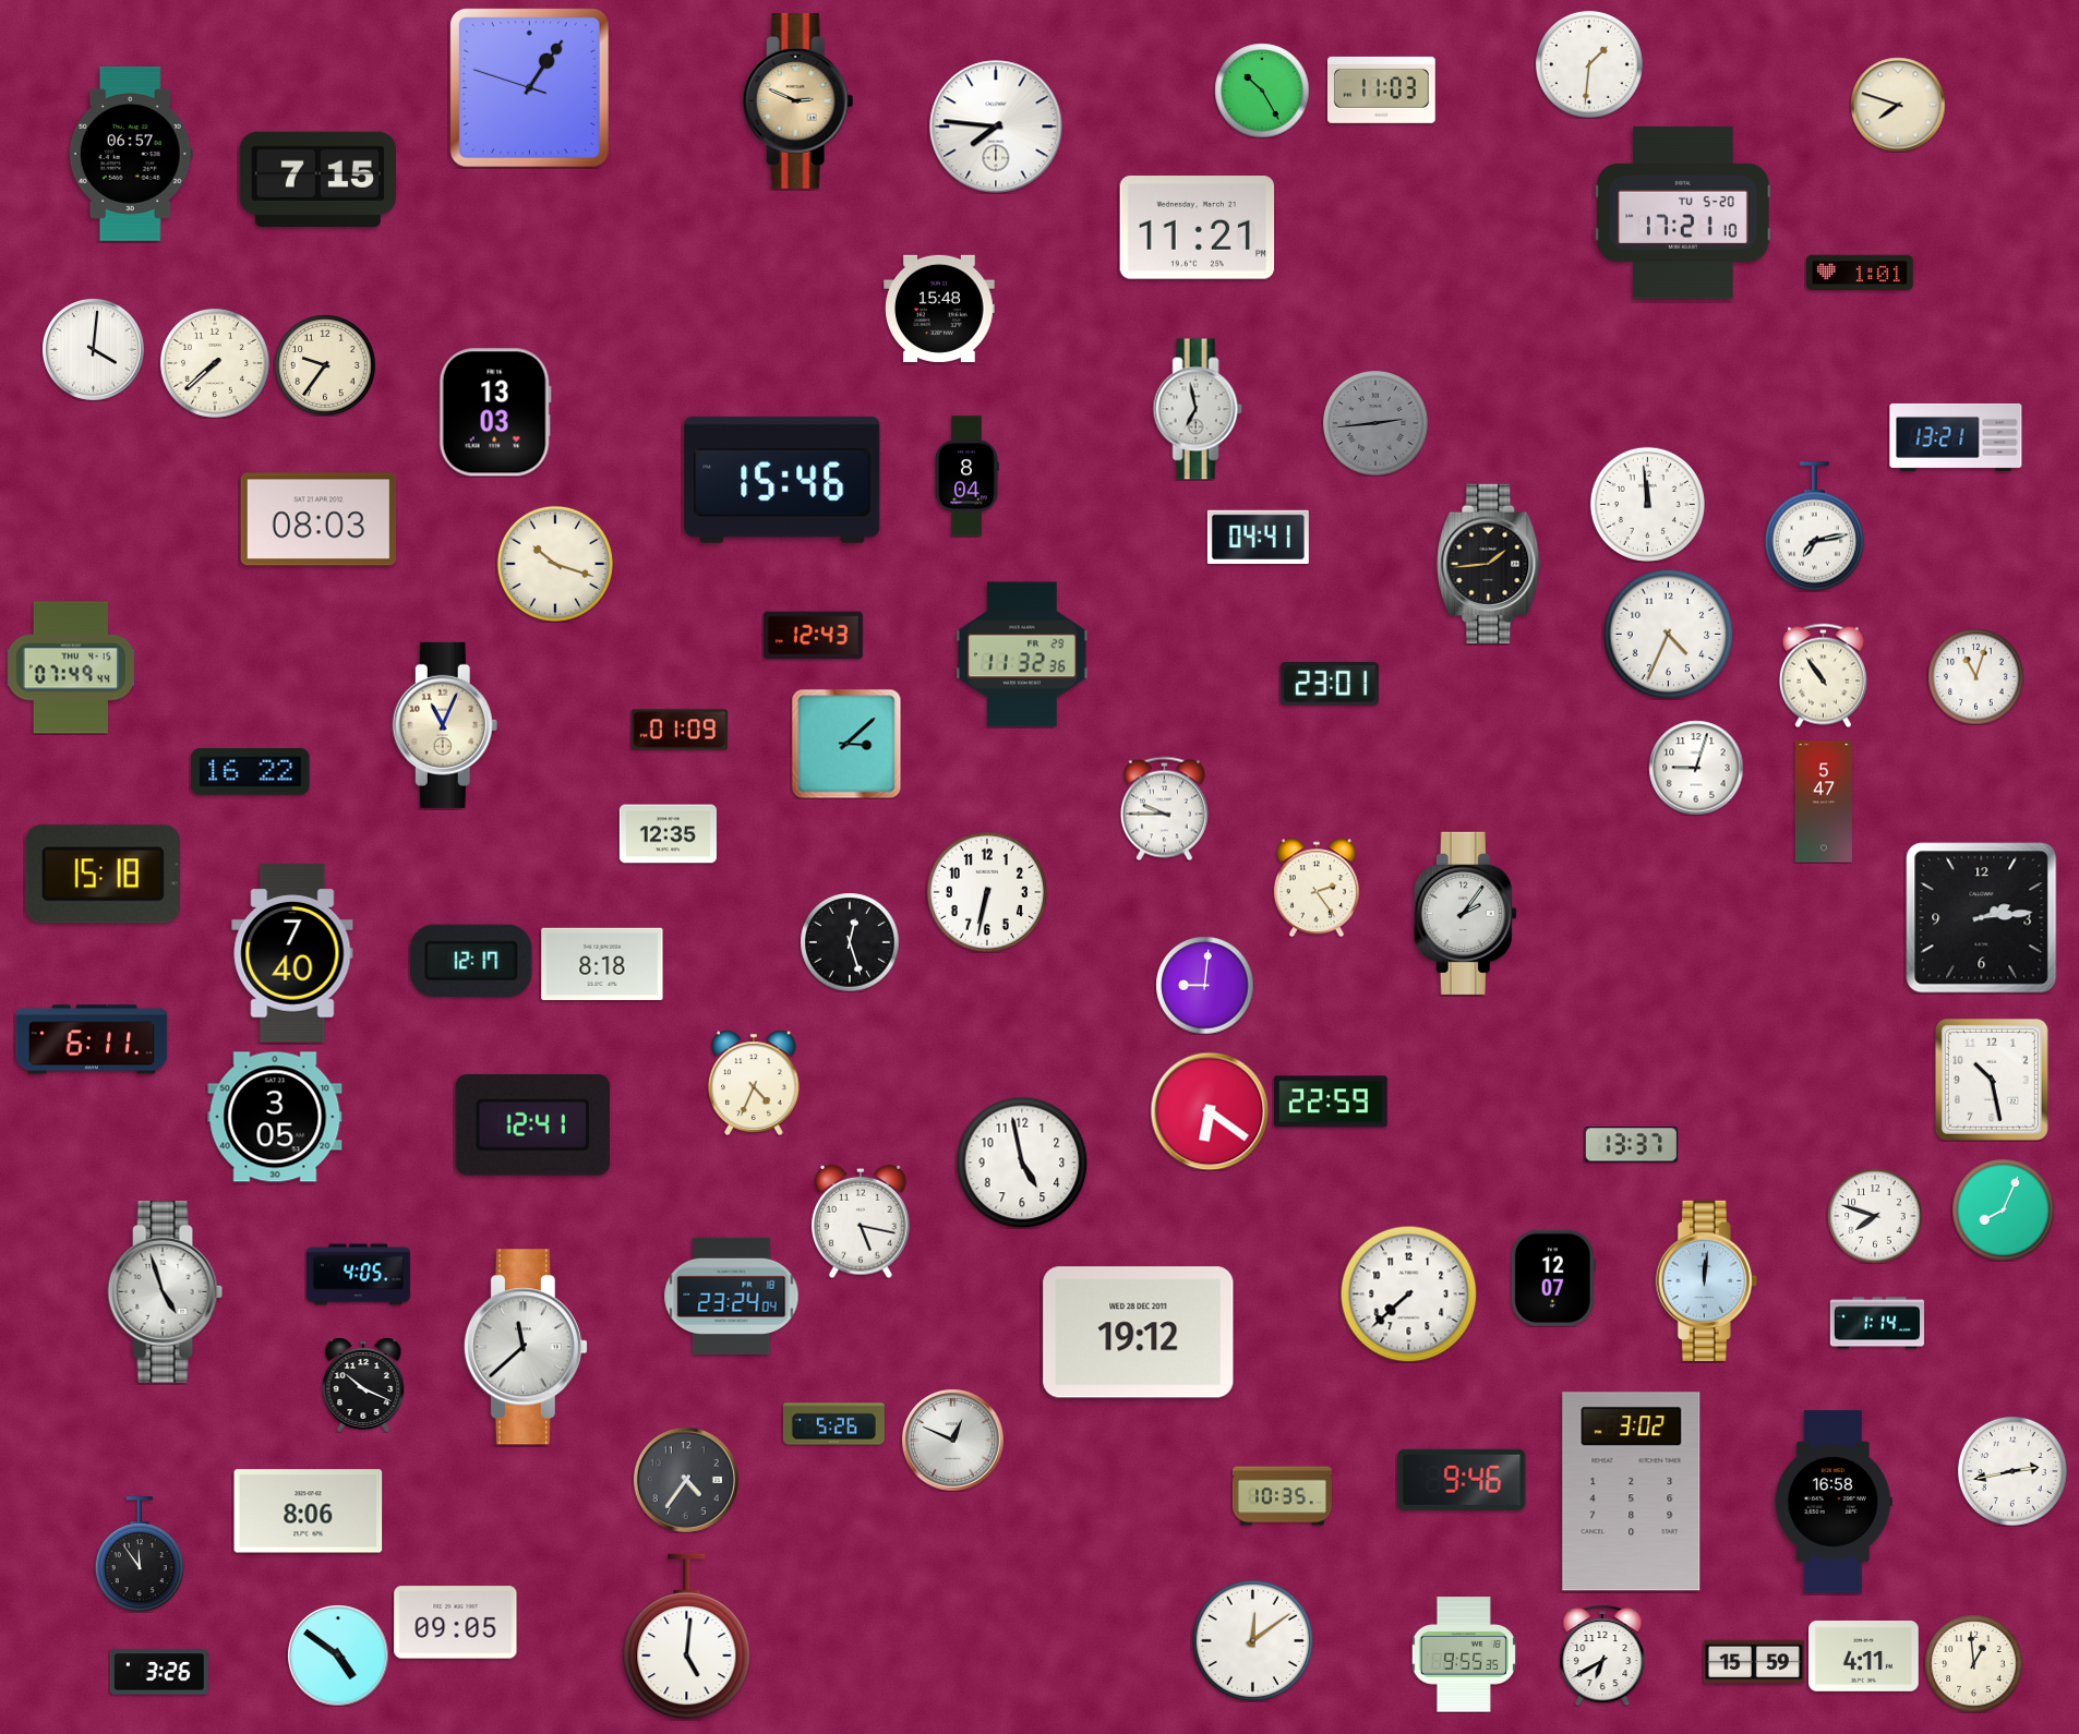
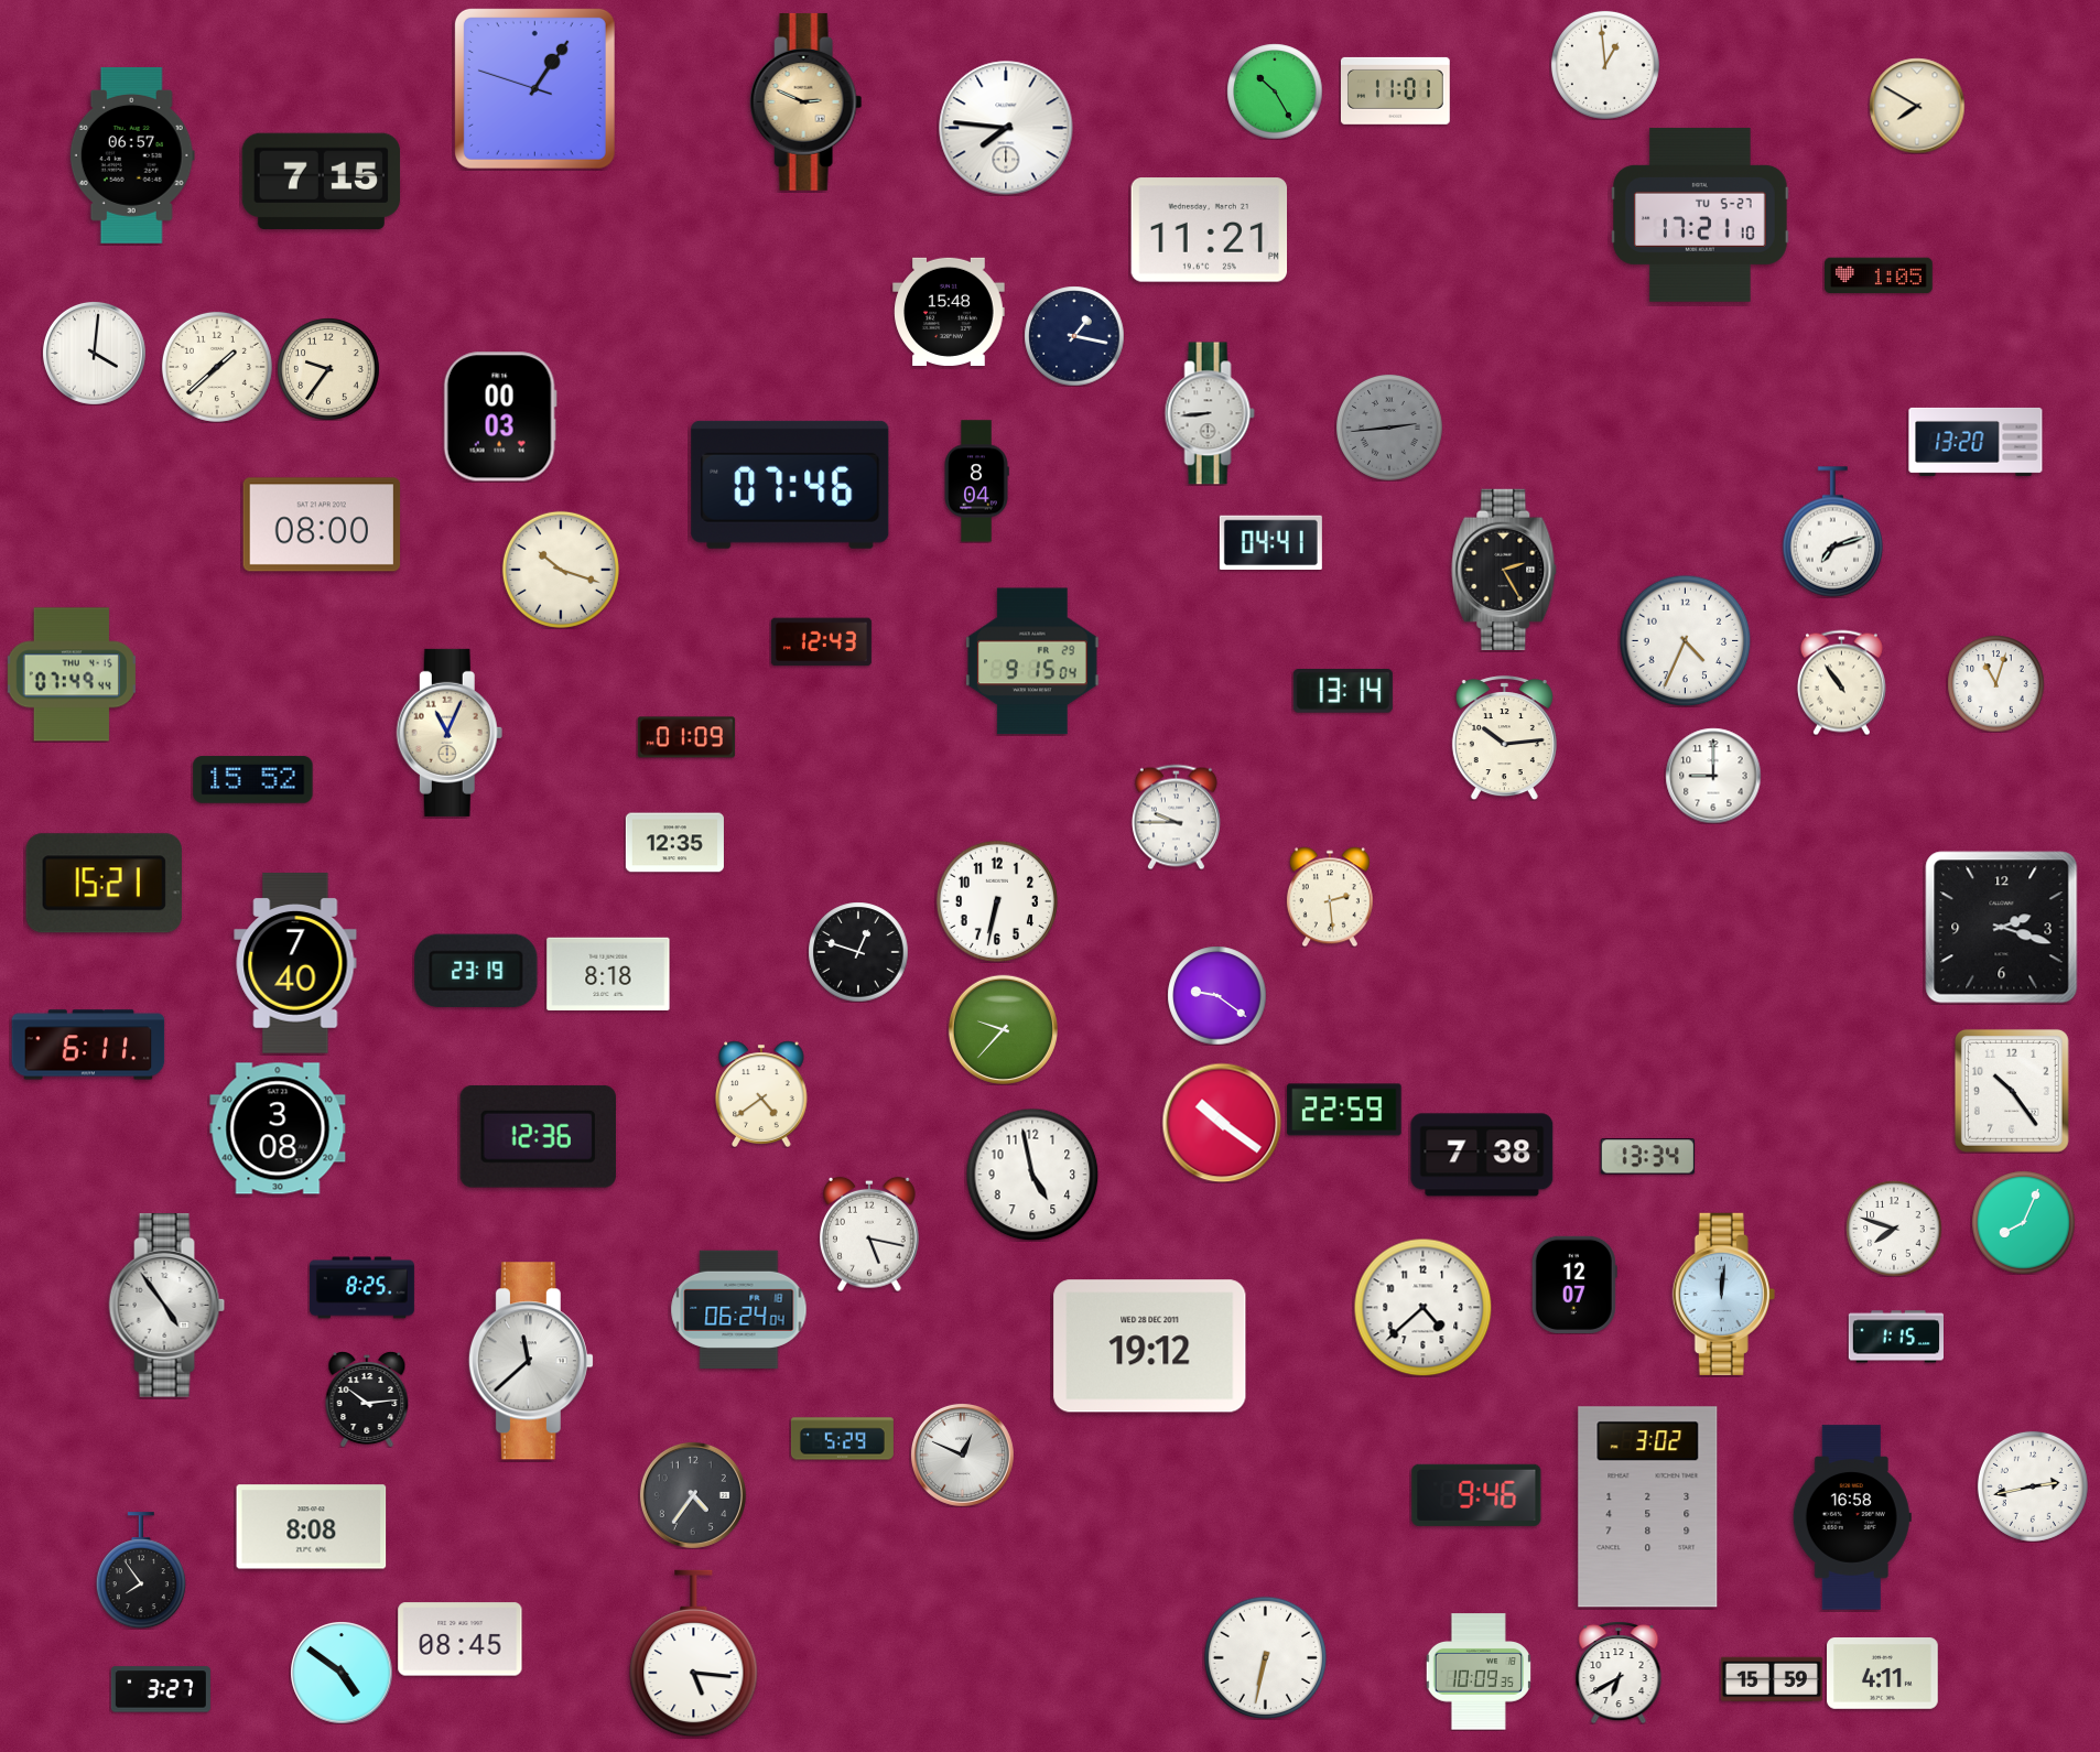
clock at (1589, 64): 1:31 -> 12:59
clock at (1381, 89): 11:03 -> 11:01
clock at (1898, 105): 7:48 -> 7:50
clock at (1684, 213) date: TU 5-20 -> TU 5-27
clock at (1861, 273): 1:01 -> 1:05
clock at (1074, 336): none -> 1:17
clock at (215, 363): 7:38 -> 1:38
clock at (1198, 409): 6:58 -> 8:44
clock at (495, 412): 13:03 -> 00:03
clock at (1956, 437): 13:21 -> 13:20
clock at (782, 480): 15:46 -> 07:46
clock at (1647, 504): 11:59 -> none
clock at (319, 519): 08:03 -> 08:00
clock at (1815, 527): 7:13 -> 7:12
clock at (1489, 564): 1:44 -> 2:25
clock at (1022, 654): 11:32 -> 9:15
clock at (1330, 685): 23:01 -> 13:14
clock at (1504, 738): none -> 10:14
clock at (846, 744): 3:08 -> none
clock at (1696, 768): 9:03 -> 9:00
clock at (251, 772): 16:22 -> 15:52
clock at (1824, 802): 5:47 -> none
clock at (103, 875): 15:18 -> 15:21
clock at (1317, 888): 2:24 -> 2:29
clock at (1465, 913): 2:06 -> none
clock at (1982, 918): 2:14 -> 2:18
clock at (850, 942): 12:27 -> 12:48
clock at (471, 961): 12:17 -> 23:19
clock at (1204, 985): 9:01 -> 9:21
clock at (1003, 1029): none -> 9:37
clock at (92, 1039) position: (92, 1039) -> (88, 1045)
clock at (1992, 1080): 10:28 -> 10:24
clock at (754, 1083): 4:34 -> 4:39
clock at (1331, 1101) position: (1331, 1101) -> (1344, 1110)
clock at (1210, 1111): 6:21 -> 10:21
clock at (275, 1117): 3:05 -> 3:08
clock at (532, 1124): 12:41 -> 12:36
clock at (1482, 1155): none -> 7:38
clock at (1631, 1145): 13:37 -> 13:34
clock at (358, 1275): 4:05 -> 8:25
clock at (1553, 1278) position: (1553, 1278) -> (1574, 1285)
clock at (166, 1292): 4:57 -> 4:54
clock at (1408, 1293): 7:38 -> 4:38
clock at (732, 1296): 23:24 -> 06:24
clock at (1876, 1323): 1:14 -> 1:15
clock at (363, 1385): 10:19 -> 10:14
clock at (833, 1424): 5:26 -> 5:29
clock at (1282, 1496): 10:35 -> none
clock at (309, 1512): 8:06 -> 8:08
clock at (140, 1554): 11:54 -> 7:54
clock at (456, 1623): 09:05 -> 08:45
clock at (687, 1637): 5:01 -> 5:16
clock at (1252, 1640): 12:09 -> 6:32
clock at (1464, 1654): 9:55 -> 10:09
clock at (1973, 1663): 12:59 -> none
clock at (159, 1672): 3:26 -> 3:27
